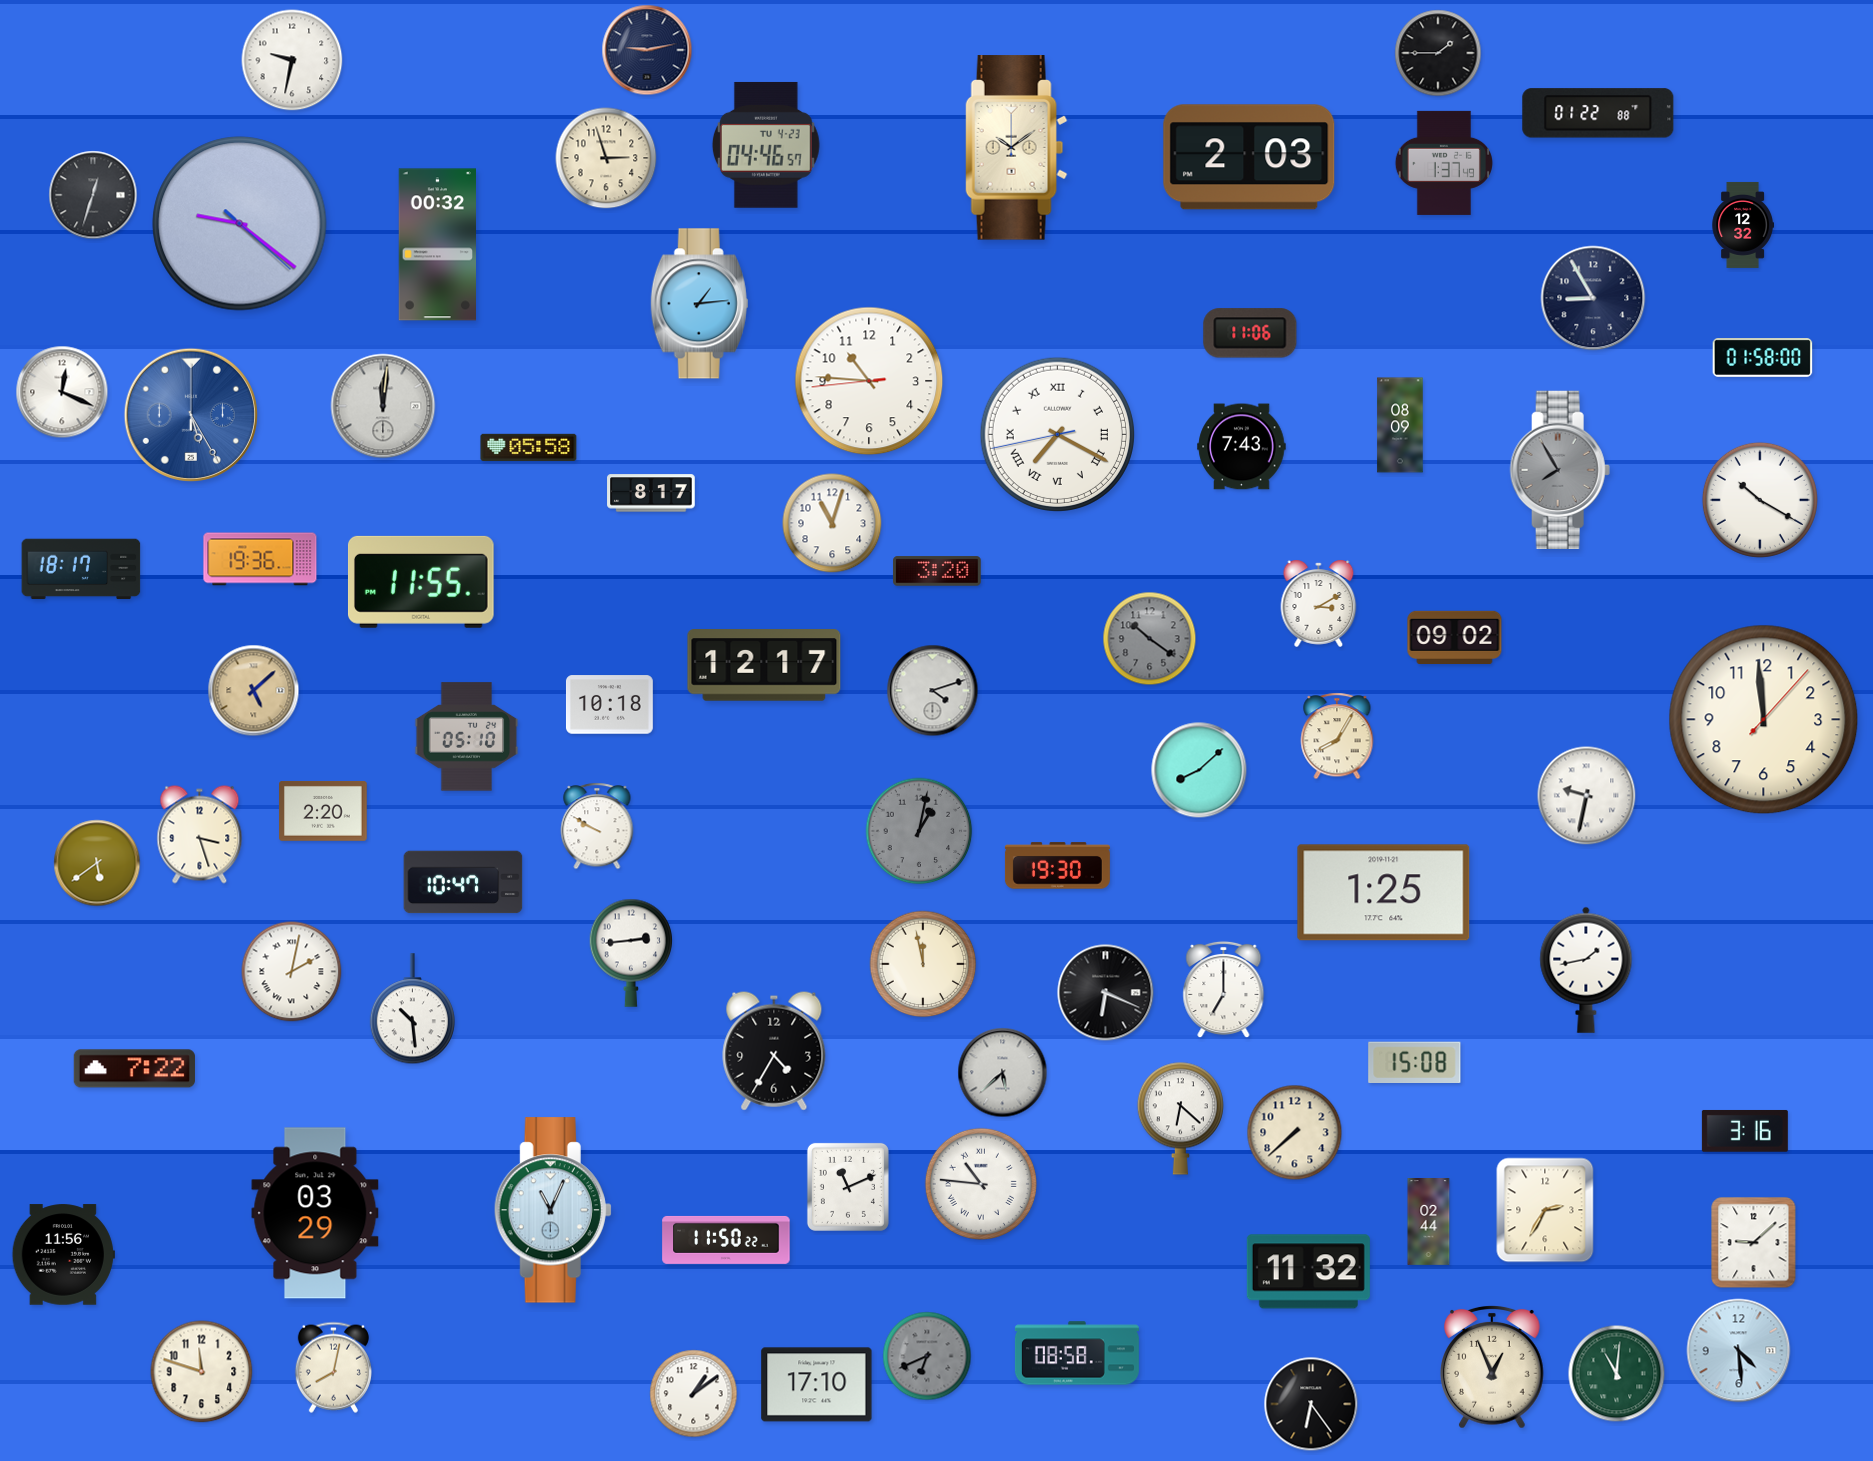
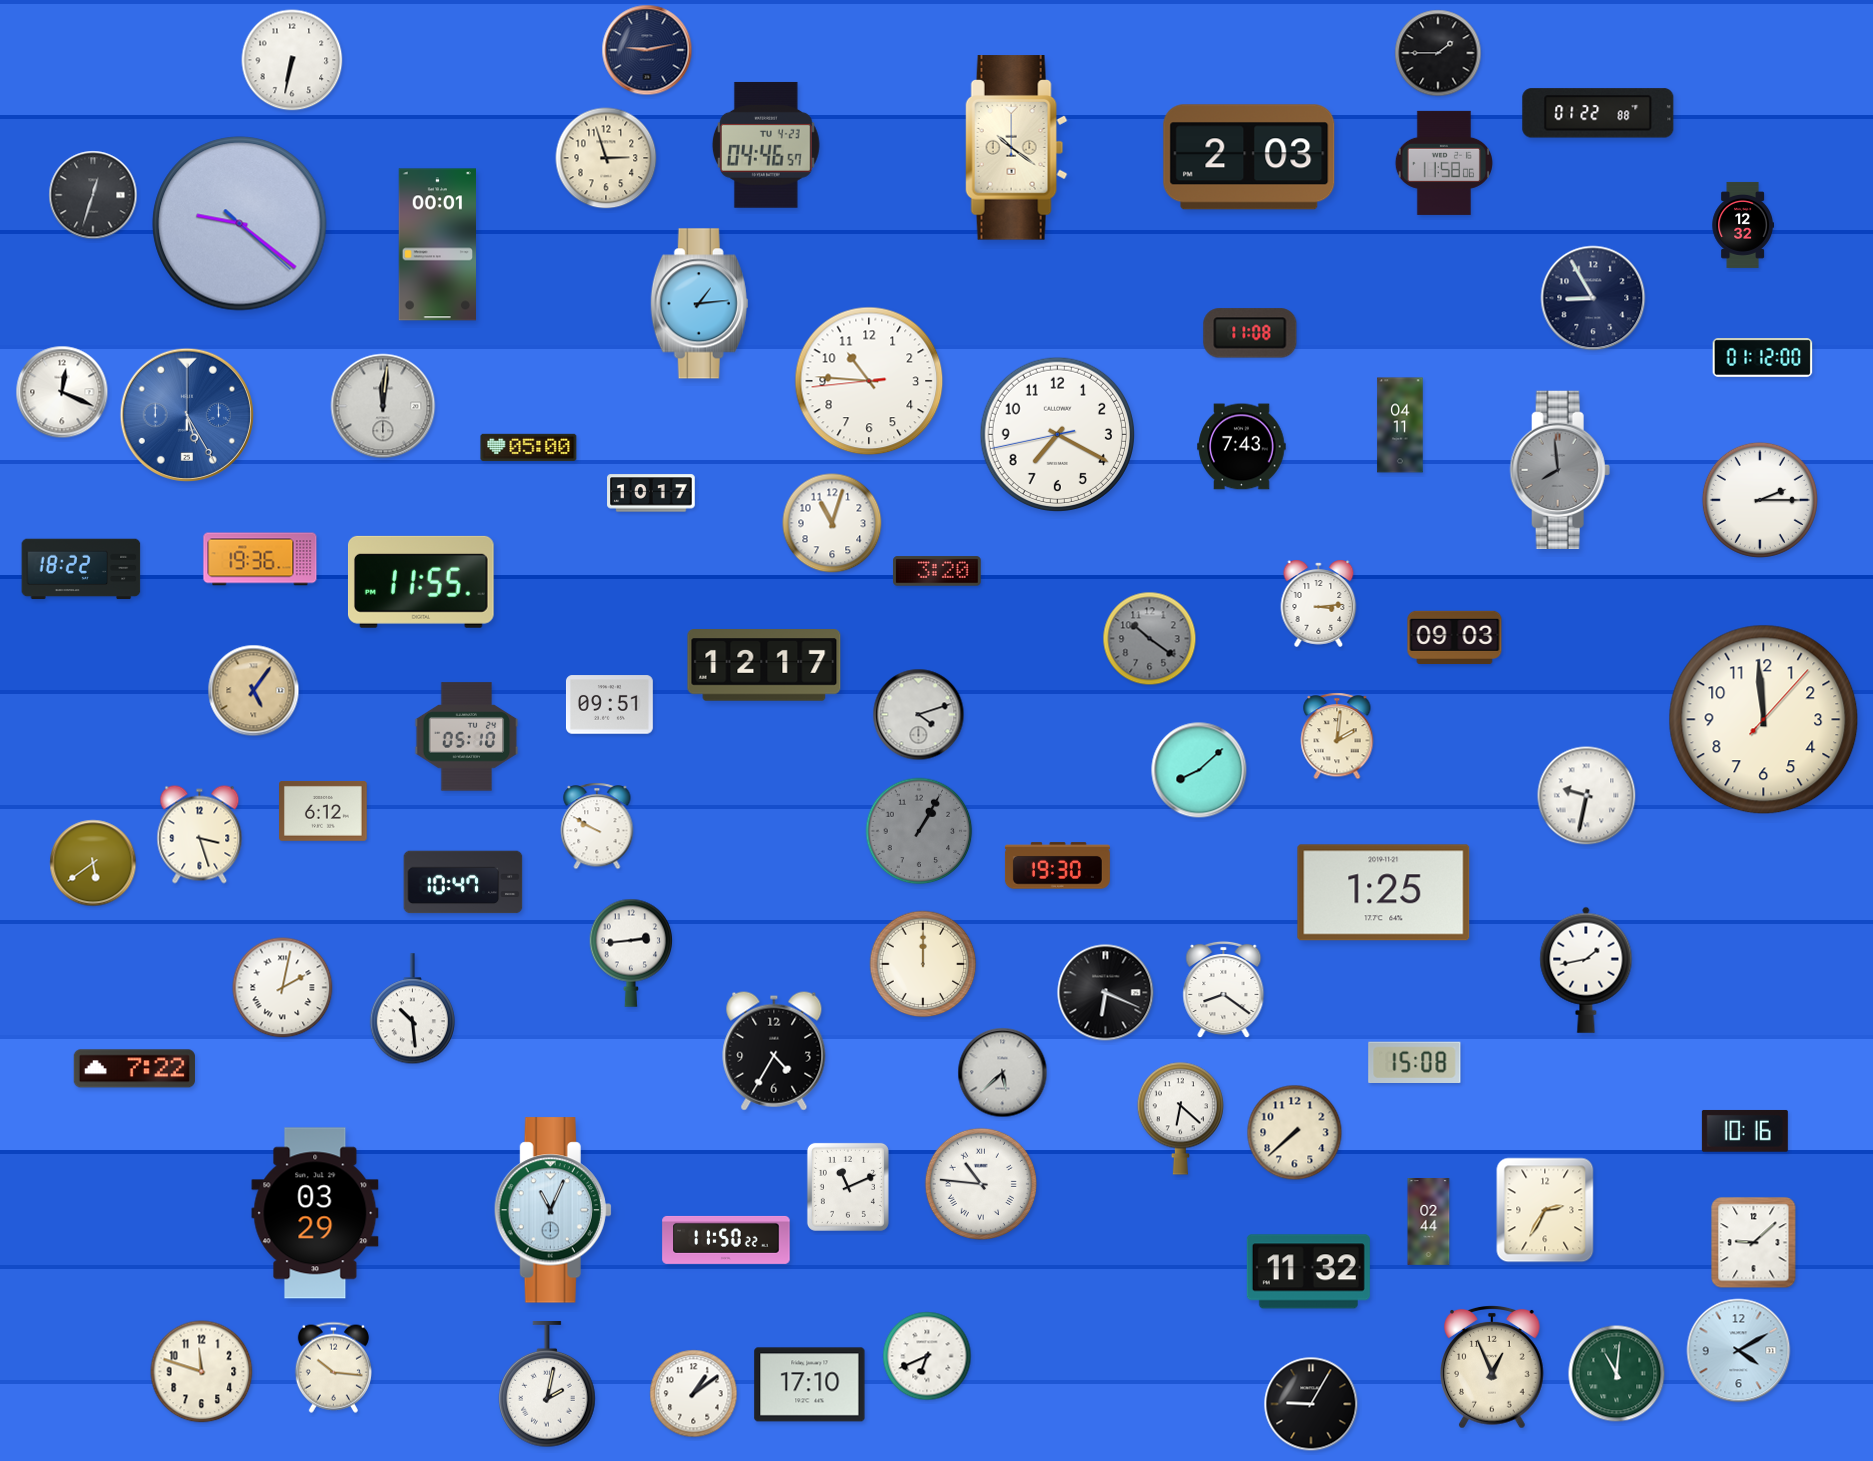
clock at (292, 60): 9:32 -> 6:32
clock at (1016, 148): 10:09 -> 10:21
clock at (1444, 163): 1:37 -> 11:58
clock at (437, 245): 00:32 -> 00:01
clock at (1250, 333): 11:06 -> 11:08
clock at (1763, 358): 01:58 -> 01:12
clock at (191, 415) position: (191, 415) -> (187, 415)
clock at (1400, 425): 08:09 -> 04:11
clock at (1057, 434) numerals: Roman -> Arabic
clock at (529, 447): 05:58 -> 05:00
clock at (1560, 469): 7:55 -> 7:59
clock at (651, 493): 8:17 -> 10:17
clock at (1760, 500): 10:20 -> 2:15
clock at (81, 569): 18:17 -> 18:22
clock at (1319, 603): 3:10 -> 3:14
clock at (1455, 637): 09:02 -> 09:03
clock at (254, 691): 5:08 -> 5:06
clock at (933, 691) position: (933, 691) -> (919, 715)
clock at (609, 705): 10:18 -> 09:51
clock at (1337, 736): 8:05 -> 2:01
clock at (323, 811): 2:20 -> 6:12
clock at (919, 831): 1:02 -> 1:05
clock at (97, 863) position: (97, 863) -> (93, 863)
clock at (923, 964): 11:58 -> 12:00
clock at (292, 972) position: (292, 972) -> (283, 988)
clock at (1224, 990): 7:00 -> 8:21
clock at (1745, 1131): 3:16 -> 10:16
clock at (63, 1255): 11:56 -> none
clock at (1739, 1351): 4:29 -> 4:10
clock at (1077, 1353): 08:58 -> none
clock at (927, 1356) dial: grey -> white
clock at (333, 1367): 8:02 -> 10:16
clock at (547, 1385): none -> 2:02
clock at (817, 1385) position: (817, 1385) -> (810, 1385)
clock at (1311, 1404): 6:24 -> 9:05
